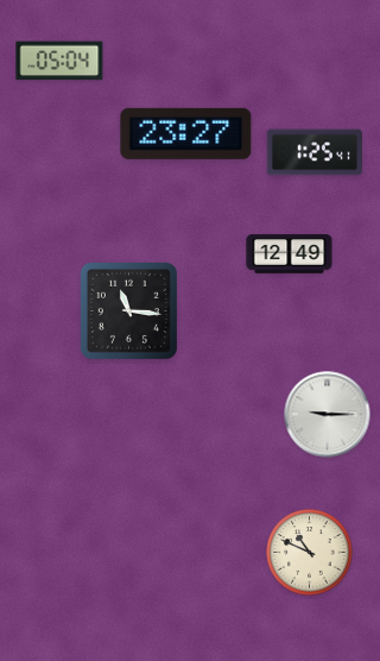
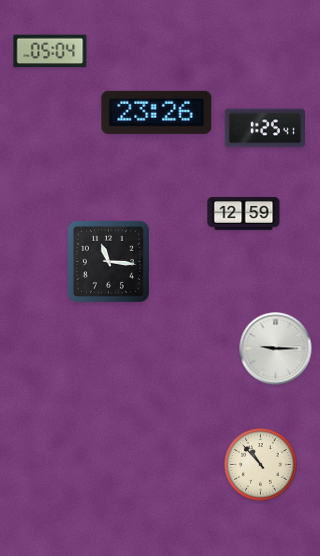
clock at (186, 133): 23:27 -> 23:26
clock at (290, 254): 12:49 -> 12:59
clock at (310, 553): 10:49 -> 10:53
